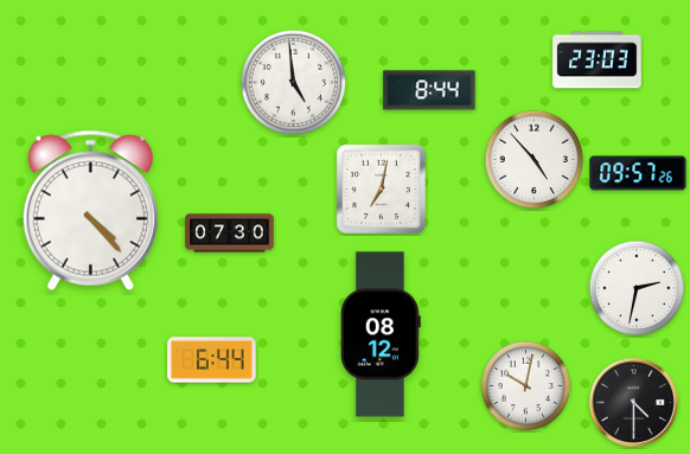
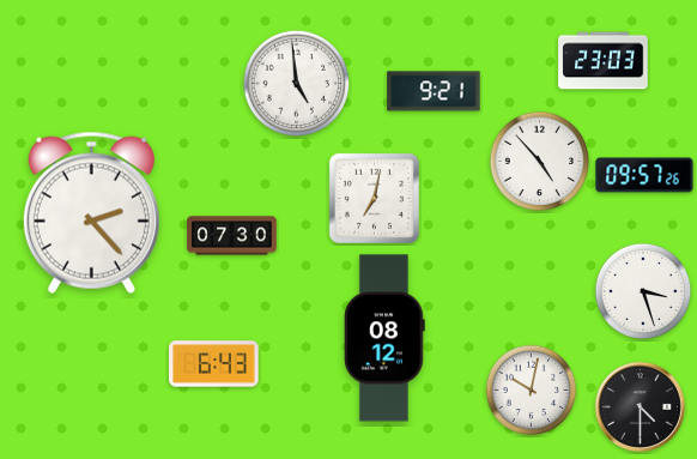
clock at (429, 90): 8:44 -> 9:21
clock at (381, 188) position: (381, 188) -> (374, 198)
clock at (90, 210): 4:23 -> 2:23
clock at (637, 288): 2:32 -> 3:27
clock at (212, 360): 6:44 -> 6:43
